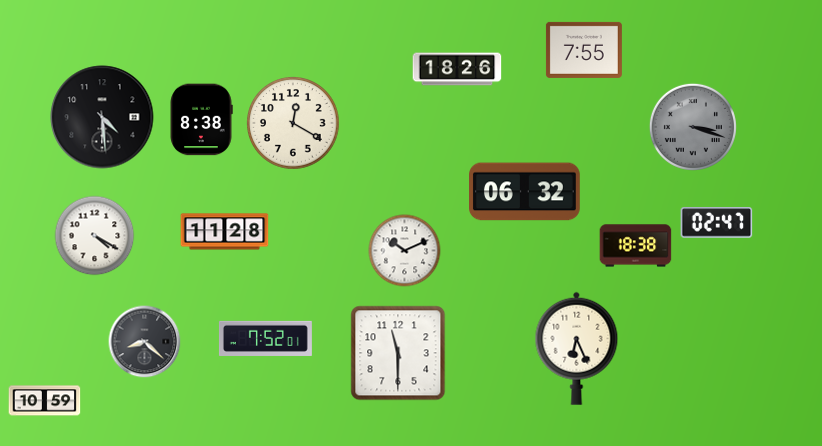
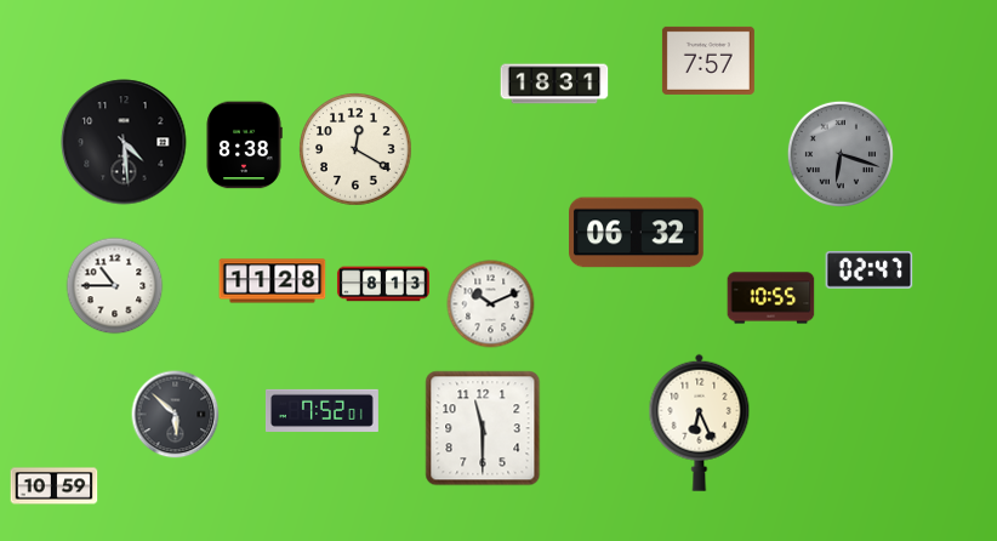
clock at (584, 50): 7:55 -> 7:57
clock at (457, 69): 18:26 -> 18:31
clock at (693, 127): 3:18 -> 6:18
clock at (383, 284): none -> 8:13
clock at (95, 236): 4:20 -> 10:45
clock at (636, 246): 18:38 -> 10:55
clock at (145, 342): 8:22 -> 5:52
